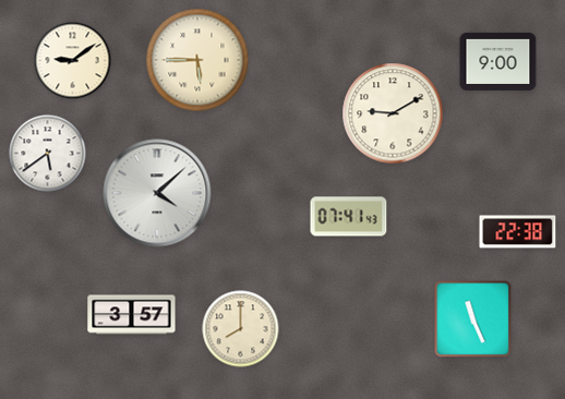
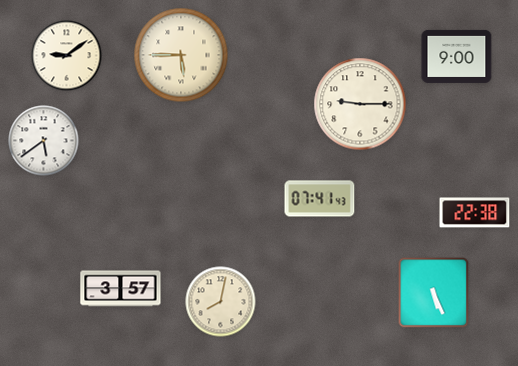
clock at (393, 113): 9:10 -> 9:15
clock at (157, 193): 4:08 -> none
clock at (473, 319): 11:26 -> 5:26
clock at (241, 329): 8:00 -> 8:02
